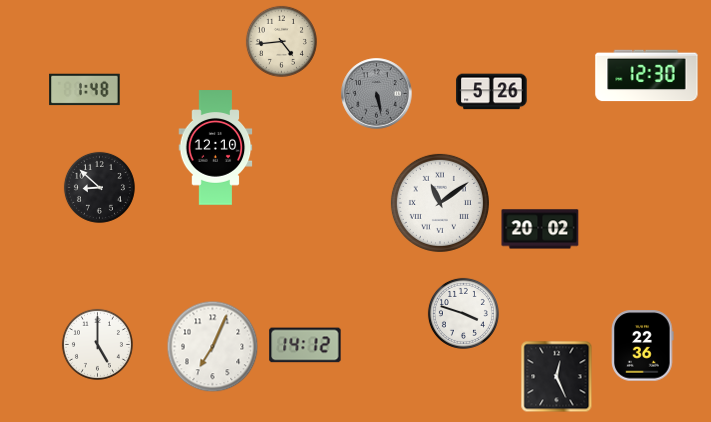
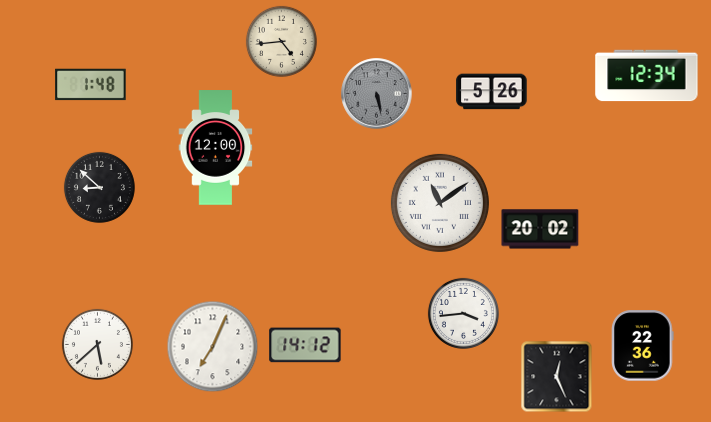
clock at (647, 76): 12:30 -> 12:34
clock at (85, 90) position: (85, 90) -> (91, 85)
clock at (216, 148): 12:10 -> 12:00
clock at (463, 313): 3:48 -> 3:44
clock at (97, 344): 5:00 -> 5:38
